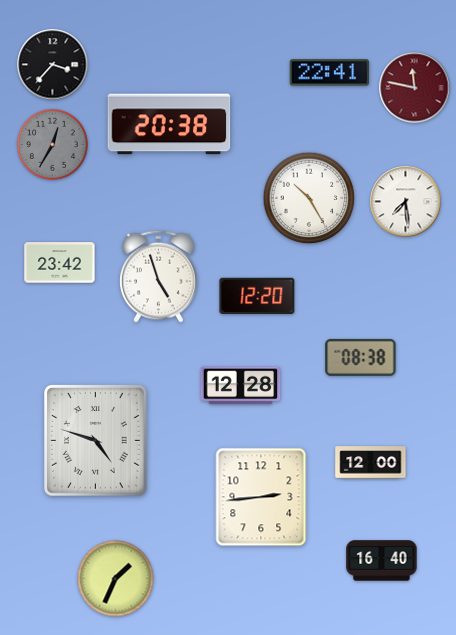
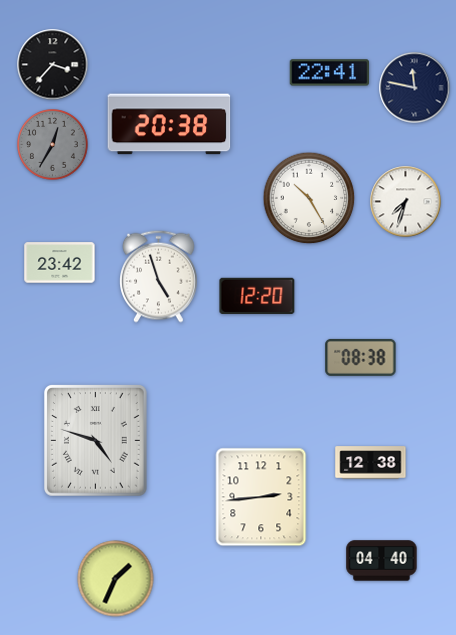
clock at (415, 88) dial: burgundy -> navy
clock at (406, 202): 7:29 -> 7:33
clock at (241, 386): 12:28 -> none
clock at (371, 463): 12:00 -> 12:38
clock at (382, 561): 16:40 -> 04:40
